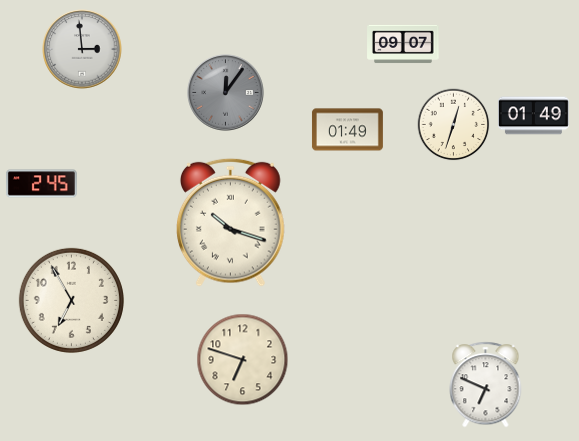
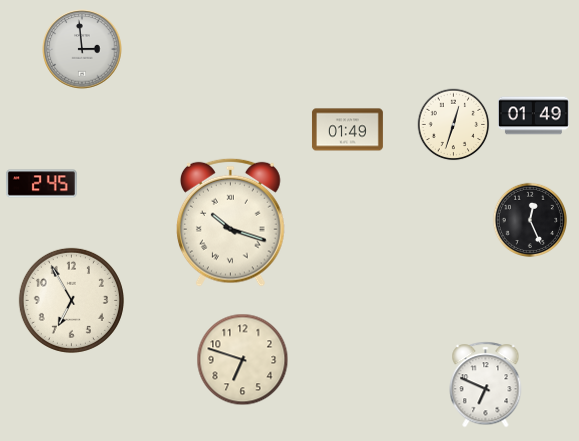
clock at (403, 44): 09:07 -> none
clock at (226, 93): 12:06 -> none
clock at (529, 219): none -> 12:26
